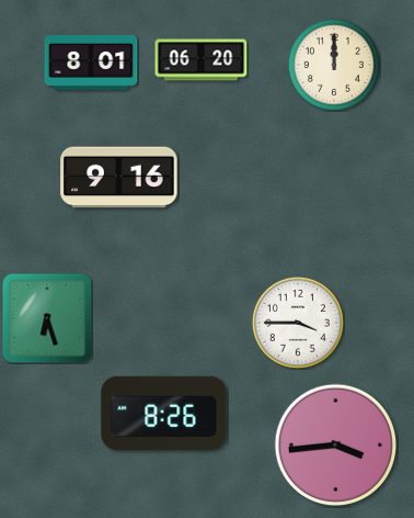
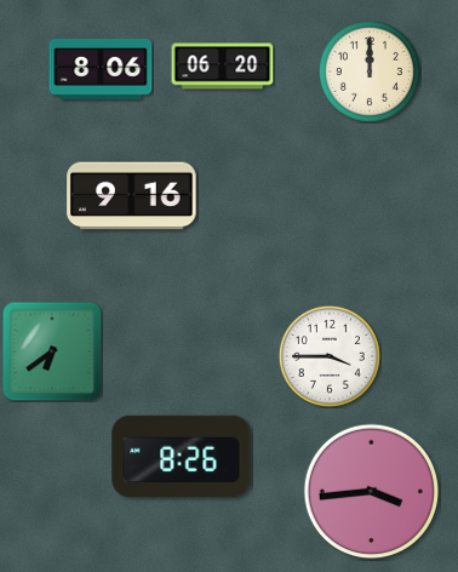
clock at (91, 63): 8:01 -> 8:06
clock at (47, 318): 6:27 -> 6:39
